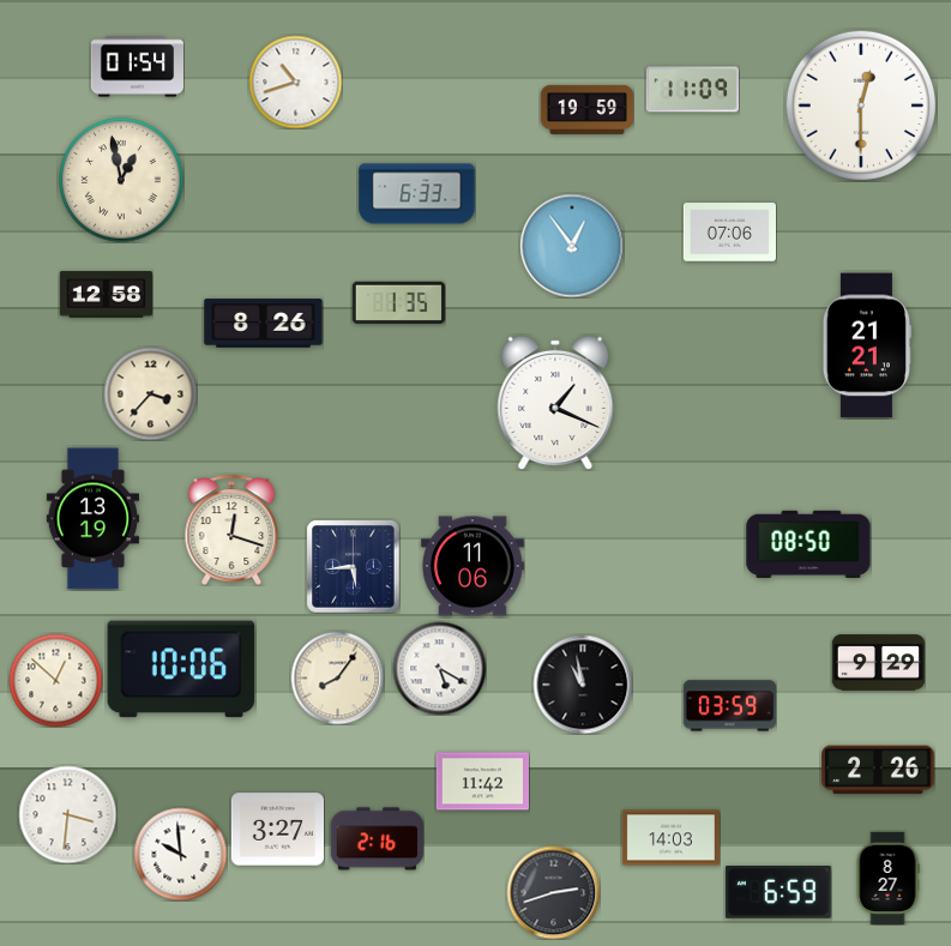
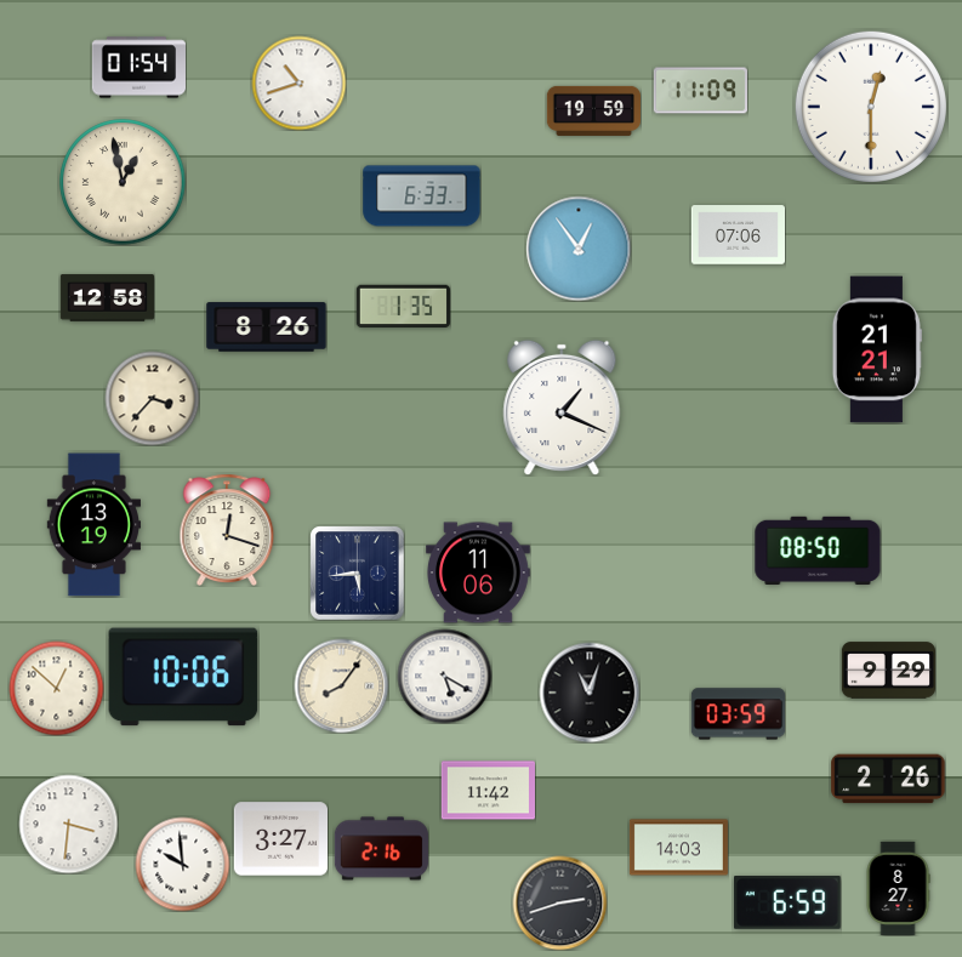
clock at (231, 530) position: (231, 530) -> (227, 530)
clock at (583, 685): 10:58 -> 11:03
